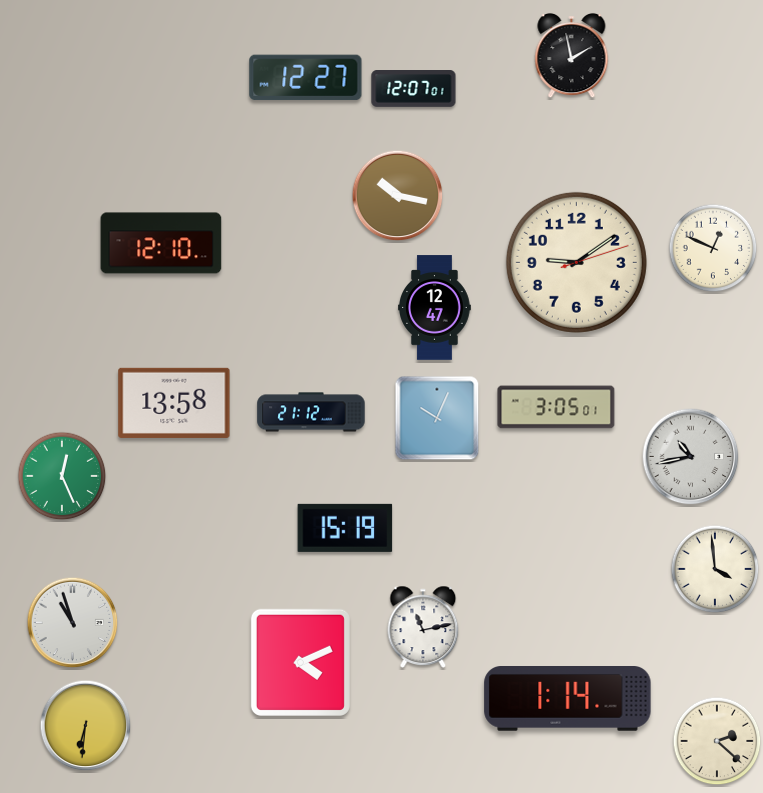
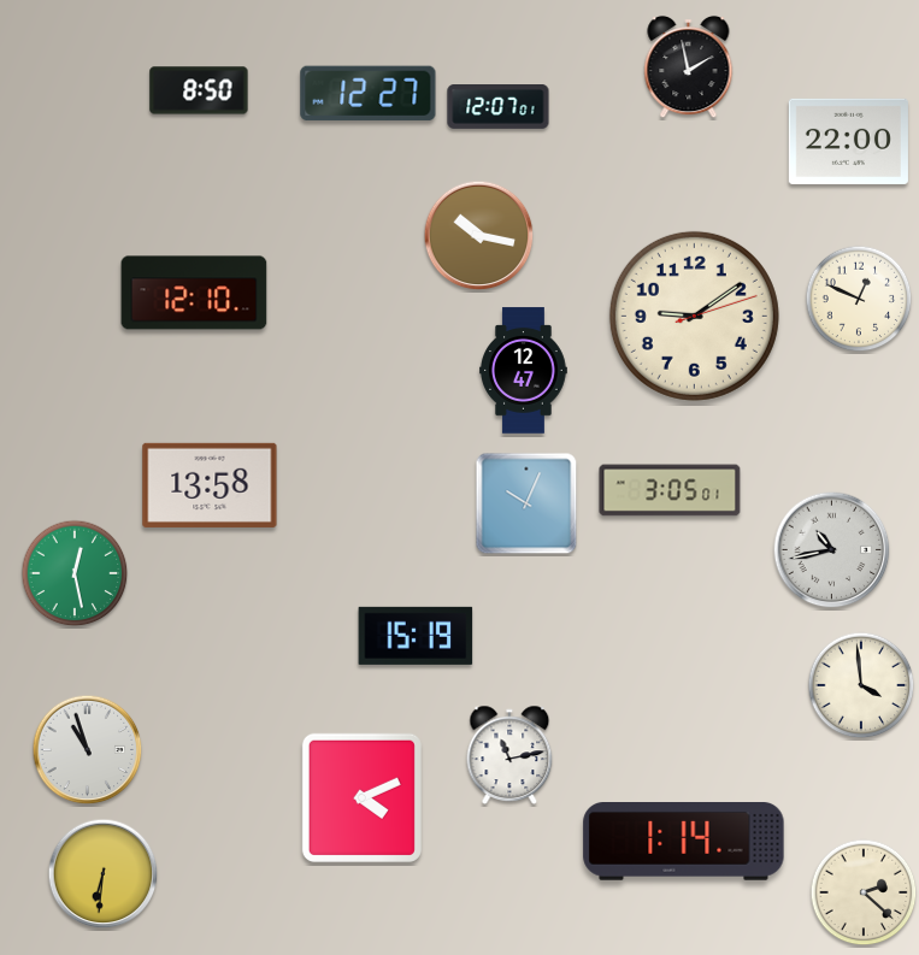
clock at (199, 90): none -> 8:50
clock at (848, 141): none -> 22:00
clock at (311, 412): 21:12 -> none
clock at (62, 476): 12:26 -> 12:28
